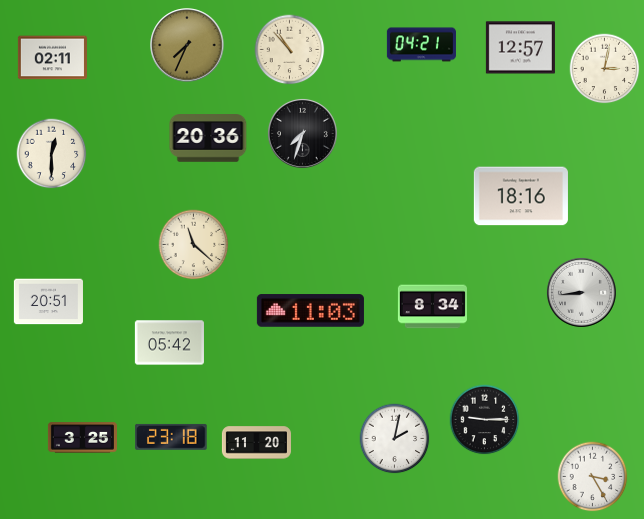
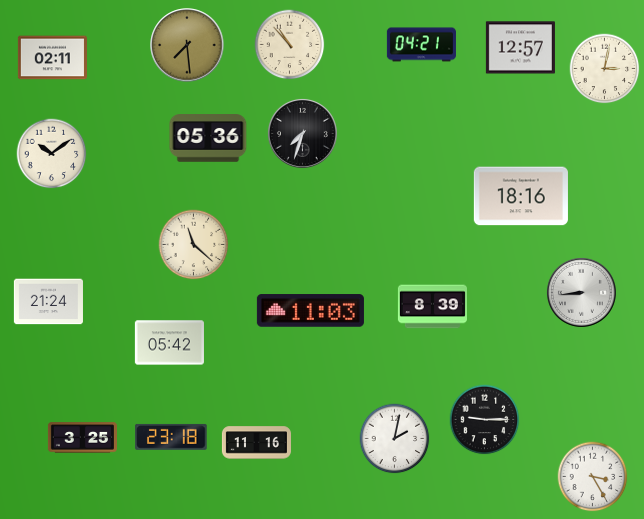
clock at (187, 45): 7:34 -> 7:29
clock at (290, 50) position: (290, 50) -> (290, 45)
clock at (208, 138): 20:36 -> 05:36
clock at (52, 154): 12:30 -> 10:09
clock at (48, 302): 20:51 -> 21:24
clock at (432, 307): 8:34 -> 8:39
clock at (256, 443): 11:20 -> 11:16
